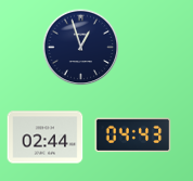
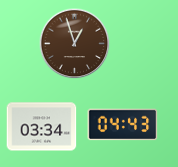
clock at (81, 48) dial: navy -> brown
clock at (46, 138): 02:44 -> 03:34
